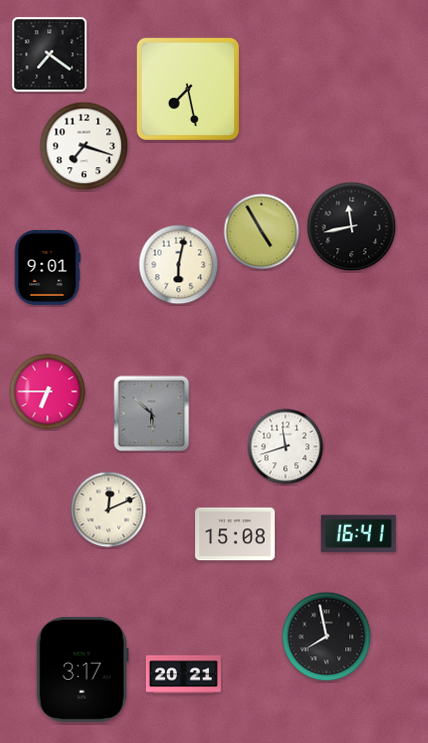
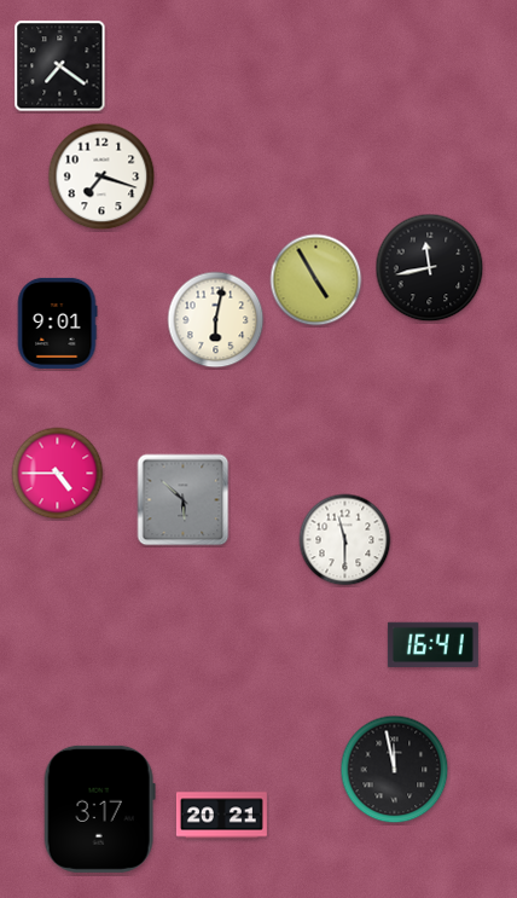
clock at (188, 89): 7:28 -> none
clock at (352, 227) position: (352, 227) -> (430, 268)
clock at (48, 392): 6:45 -> 4:45
clock at (286, 447): 11:42 -> 11:30
clock at (109, 510): 12:11 -> none
clock at (235, 534): 15:08 -> none
clock at (327, 637): 7:58 -> 11:58
